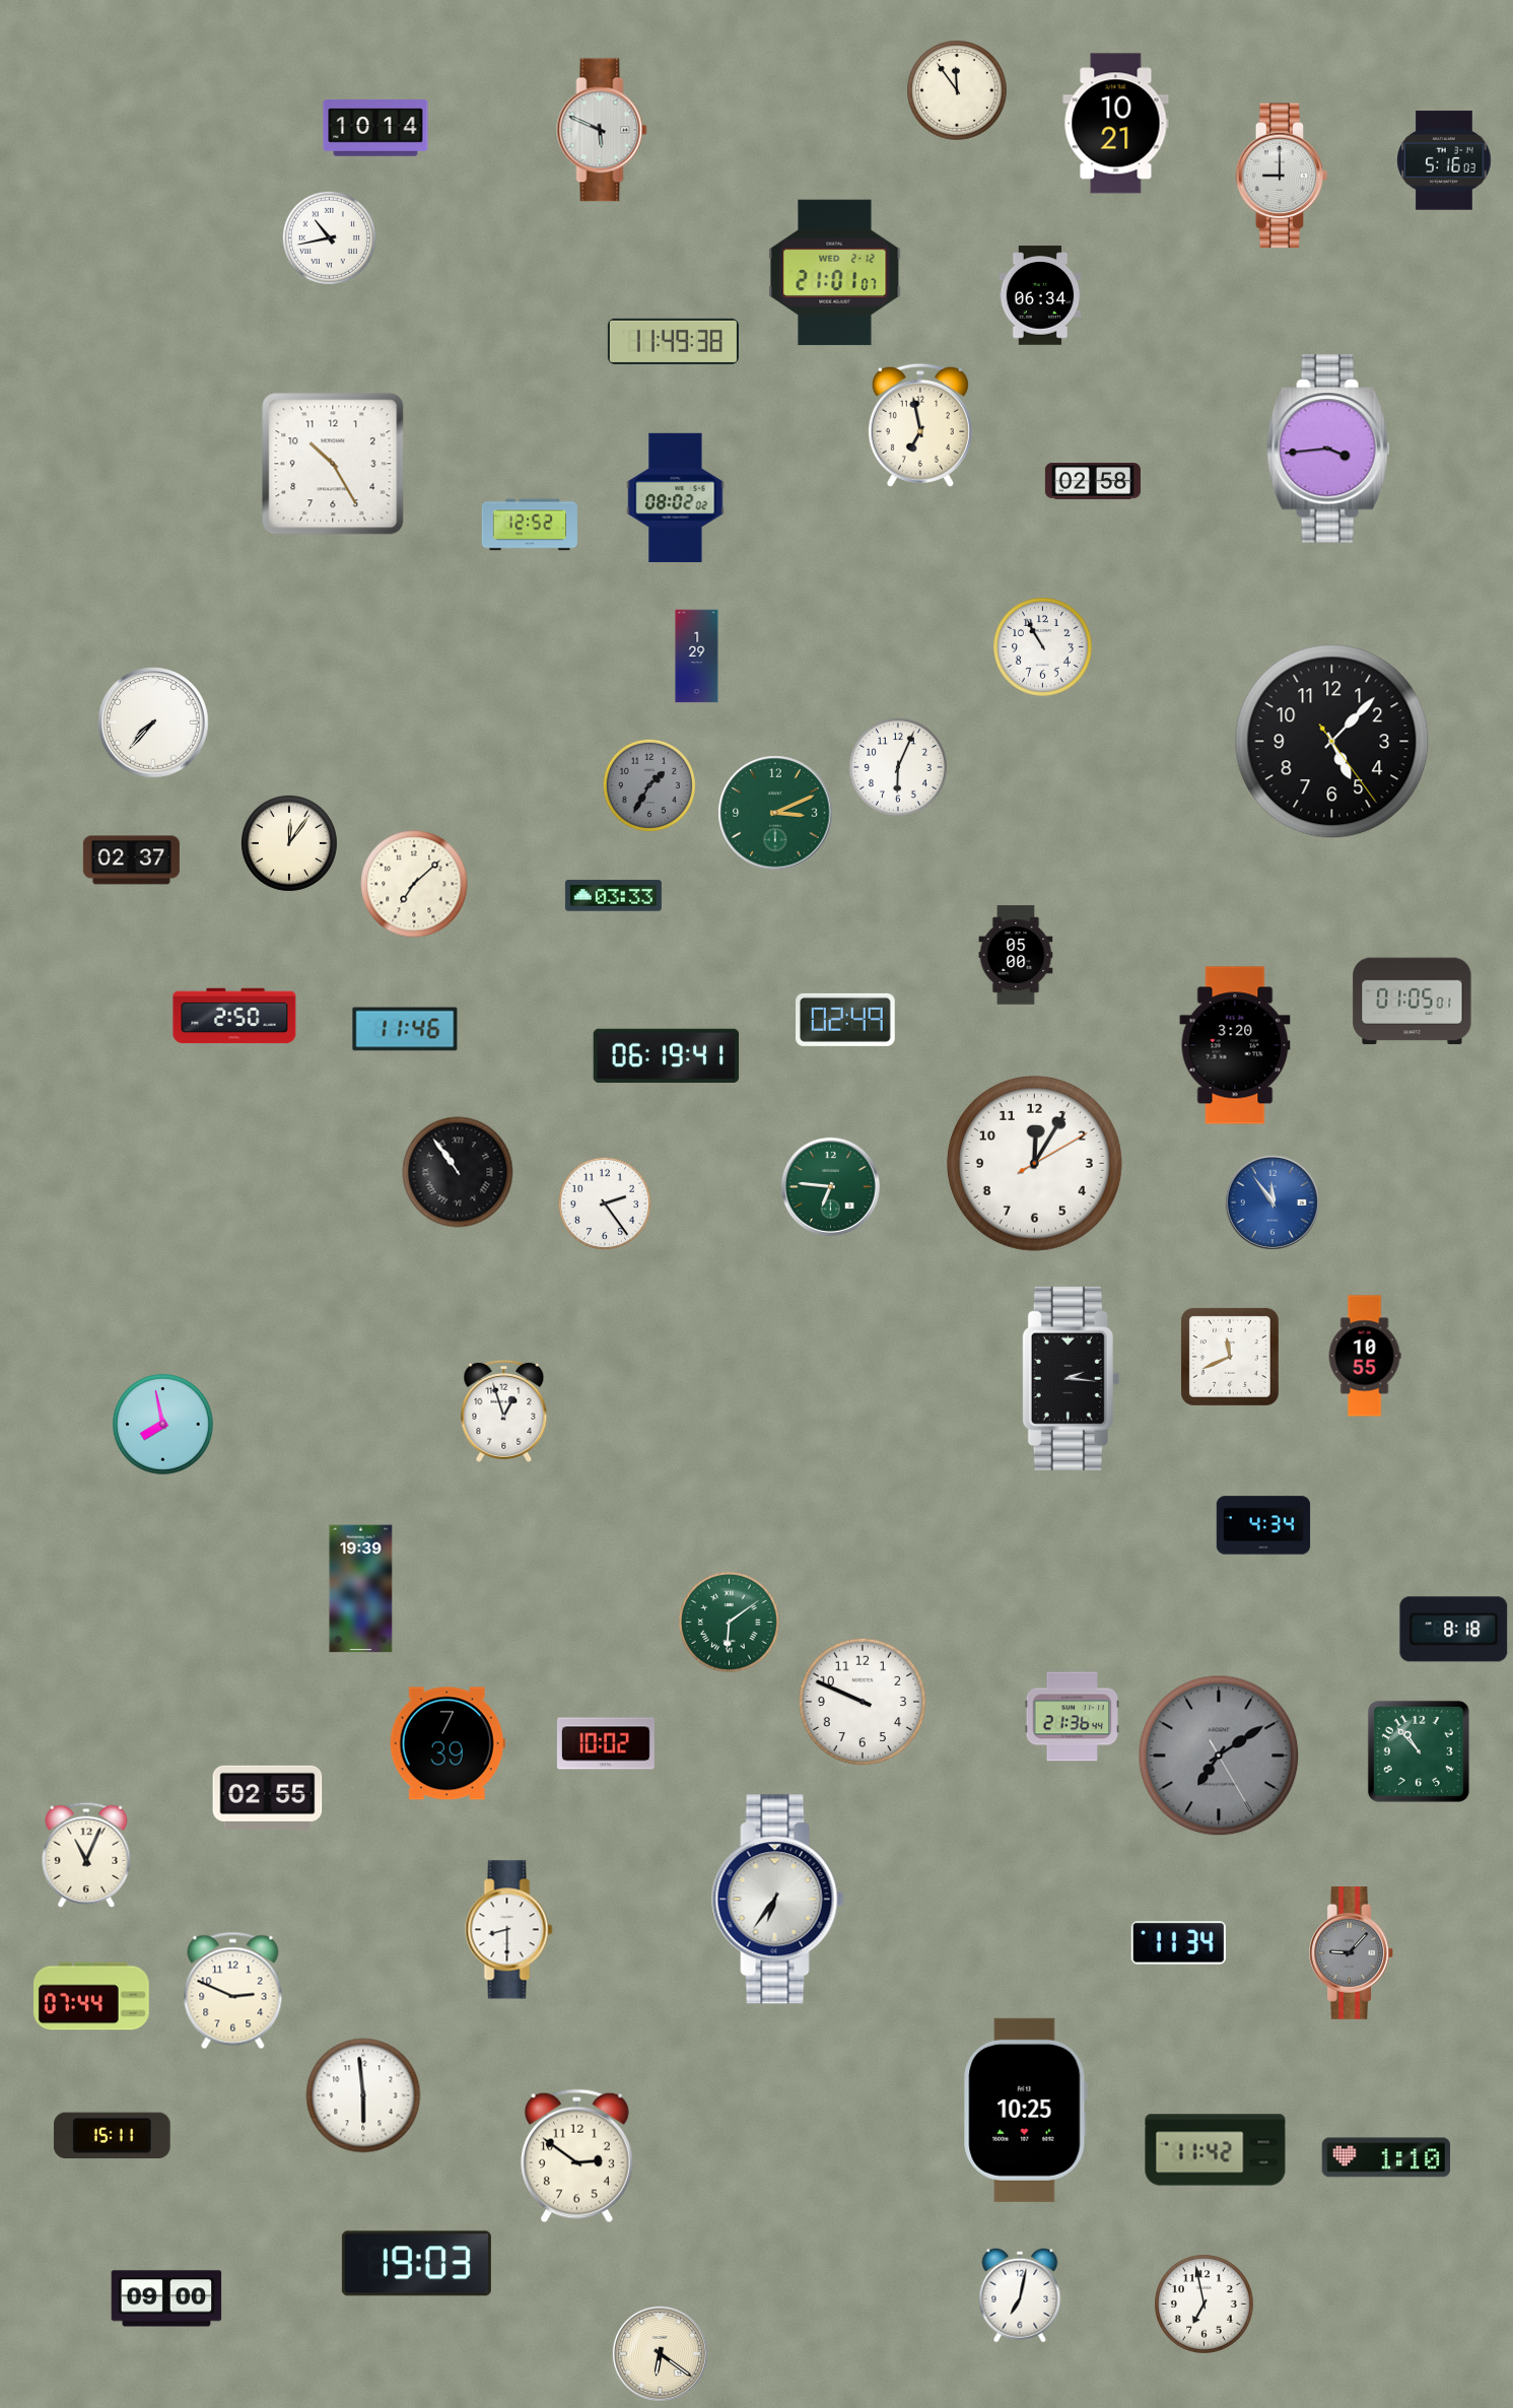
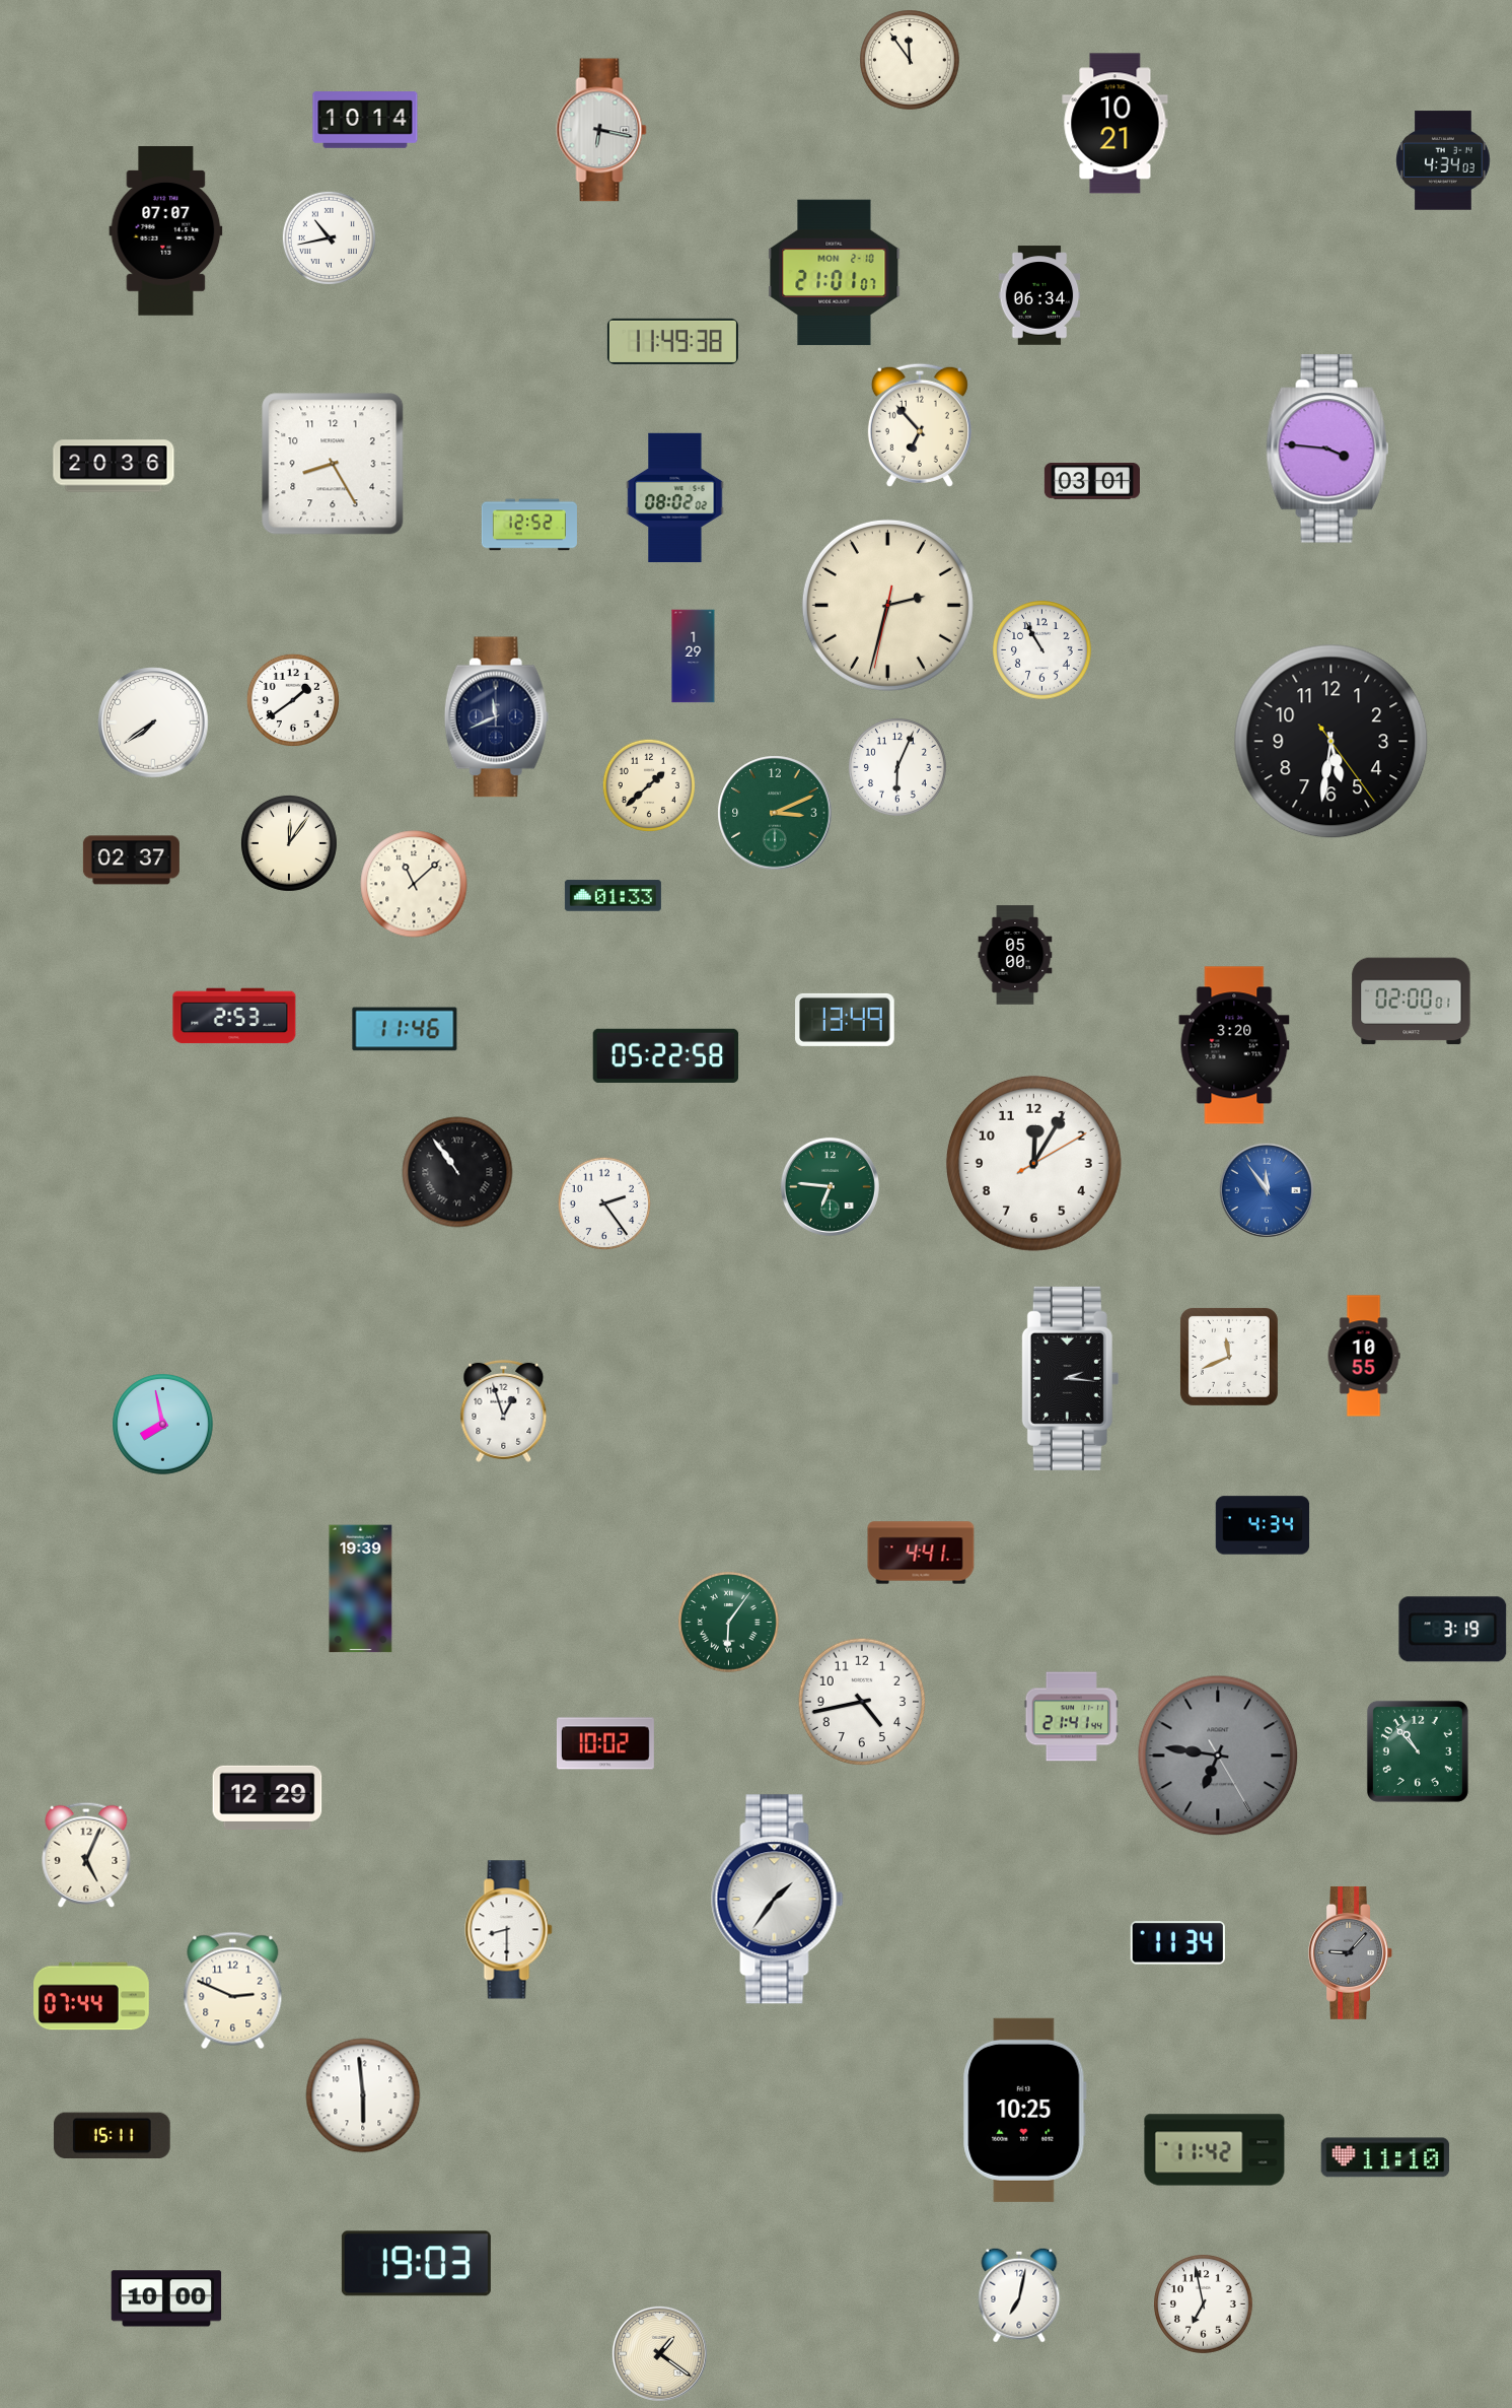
clock at (957, 90) position: (957, 90) -> (910, 60)
clock at (375, 128) position: (375, 128) -> (365, 120)
clock at (602, 130): 5:49 -> 6:17
clock at (1444, 160): 5:16 -> 4:34
clock at (1282, 176): 9:00 -> none
clock at (166, 231): none -> 07:07
clock at (835, 273) date: WED 2-12 -> MON 2-10
clock at (920, 425): 6:58 -> 6:53
clock at (1328, 449): 3:44 -> 3:46
clock at (333, 464): 10:25 -> 8:25
clock at (114, 466): none -> 20:36
clock at (1093, 481): 02:58 -> 03:01
clock at (887, 605): none -> 2:32
clock at (1043, 647) position: (1043, 647) -> (1042, 650)
clock at (697, 657) position: (697, 657) -> (694, 657)
clock at (293, 700): none -> 1:39
clock at (496, 717): none -> 11:41
clock at (153, 723): 7:37 -> 7:39
clock at (1332, 742): 5:07 -> 5:31
clock at (649, 785): 1:35 -> 1:38
clock at (649, 785) dial: grey -> cream
clock at (414, 884): 7:08 -> 11:08
clock at (613, 896): 03:33 -> 01:33
clock at (1413, 1002): 01:05 -> 02:00
clock at (234, 1016): 2:50 -> 2:53
clock at (845, 1020): 02:49 -> 13:49
clock at (667, 1055): 06:19 -> 05:22
clock at (1273, 1202) position: (1273, 1202) -> (1267, 1190)
clock at (921, 1553): none -> 4:41
clock at (730, 1623): 6:09 -> 6:06
clock at (1454, 1630): 8:18 -> 3:19
clock at (863, 1702): 9:49 -> 4:43
clock at (1072, 1717): 21:36 -> 21:41
clock at (448, 1743): 7:39 -> none
clock at (1219, 1756): 7:09 -> 6:46
clock at (268, 1797): 02:55 -> 12:29
clock at (86, 1855): 11:04 -> 5:04
clock at (778, 1900): 6:36 -> 1:36
clock at (576, 2156): 2:51 -> none
clock at (1386, 2157): 1:10 -> 11:10
clock at (166, 2298): 09:00 -> 10:00
clock at (660, 2353): 6:21 -> 1:21
